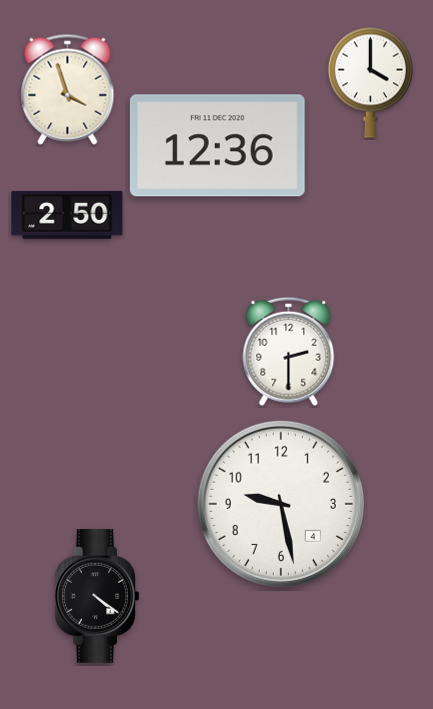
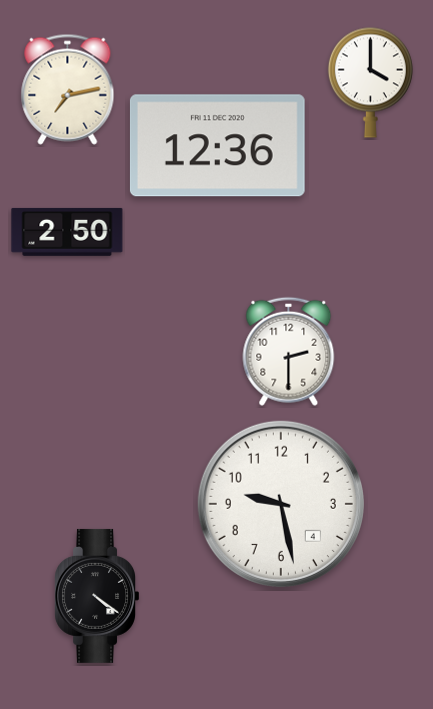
clock at (68, 89): 3:57 -> 7:13
clock at (67, 215) position: (67, 215) -> (67, 232)
